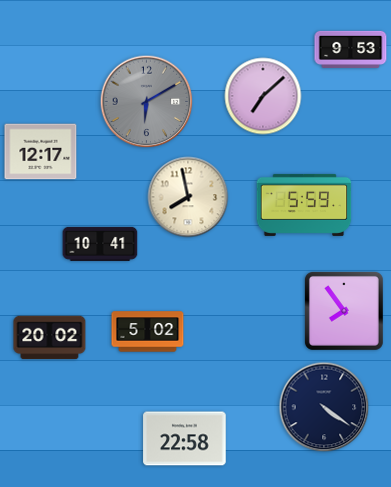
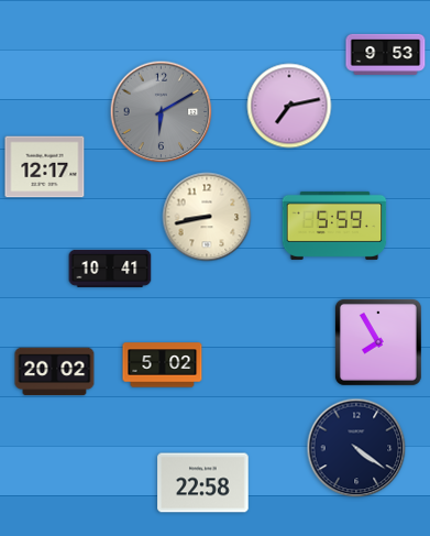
clock at (263, 96): 7:08 -> 7:13
clock at (188, 197): 7:58 -> 8:43
clock at (344, 311): 7:54 -> 7:55
